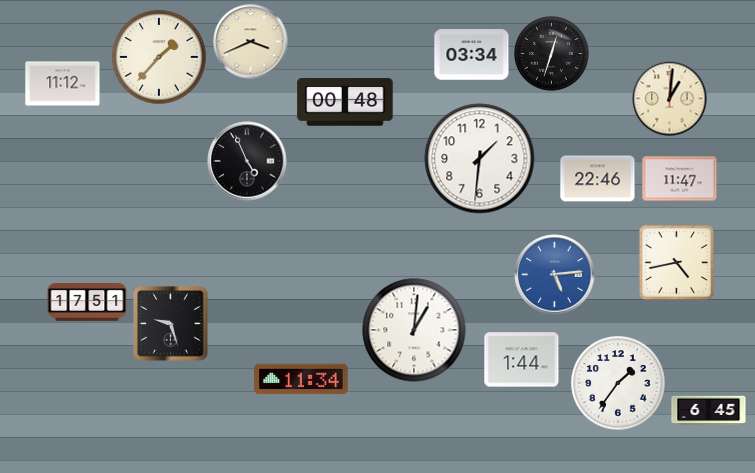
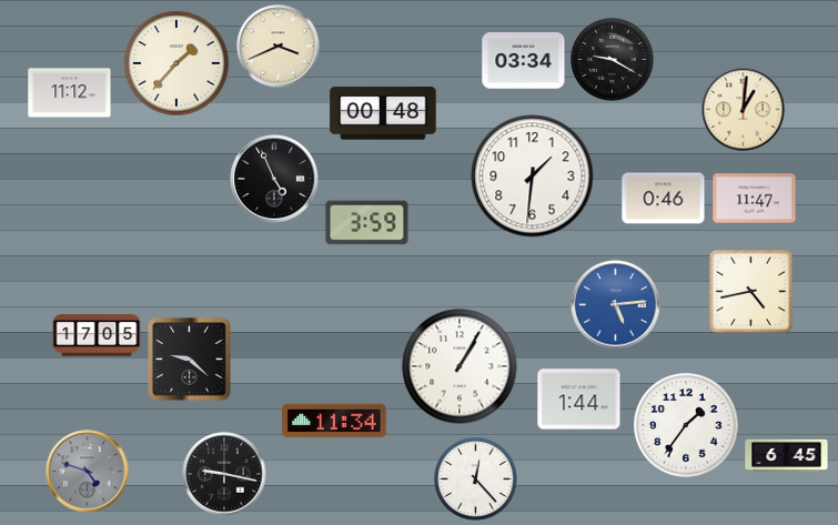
clock at (552, 54): 12:33 -> 9:20
clock at (598, 179): 22:46 -> 0:46
clock at (367, 223): none -> 3:59
clock at (87, 302): 17:51 -> 17:05
clock at (171, 324): 9:27 -> 9:22
clock at (414, 330): 1:01 -> 1:05
clock at (88, 472): none -> 4:48
clock at (224, 474): none -> 9:17
clock at (476, 479): none -> 12:23
